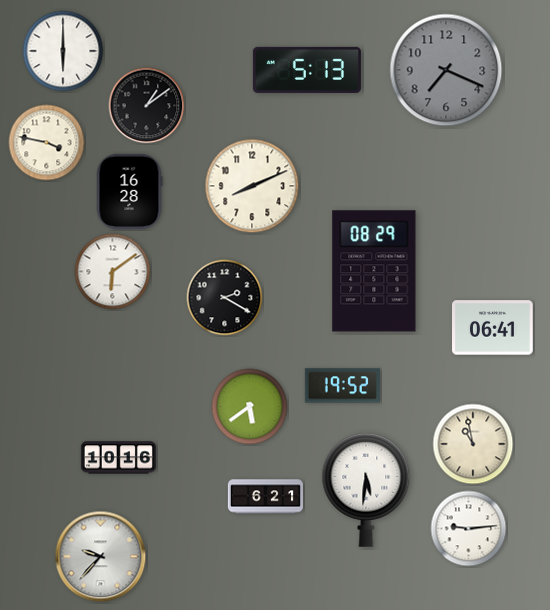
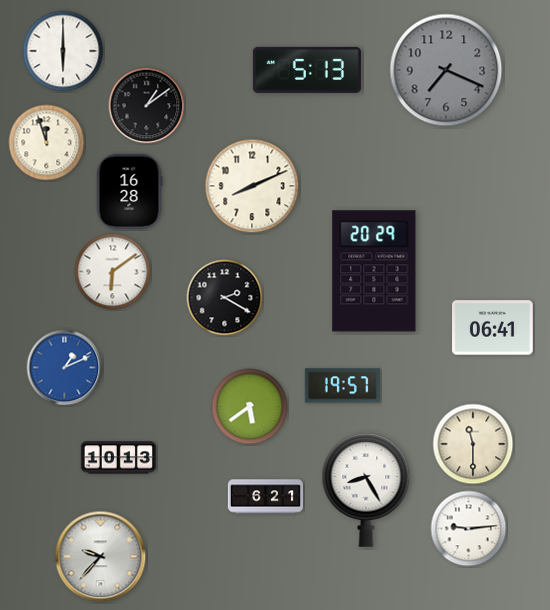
clock at (47, 143): 3:47 -> 11:57
clock at (374, 271): 08:29 -> 20:29
clock at (65, 368): none -> 1:11
clock at (342, 386): 19:52 -> 19:57
clock at (473, 444): 10:58 -> 11:30
clock at (118, 458): 10:16 -> 10:13
clock at (366, 490): 5:31 -> 8:25
